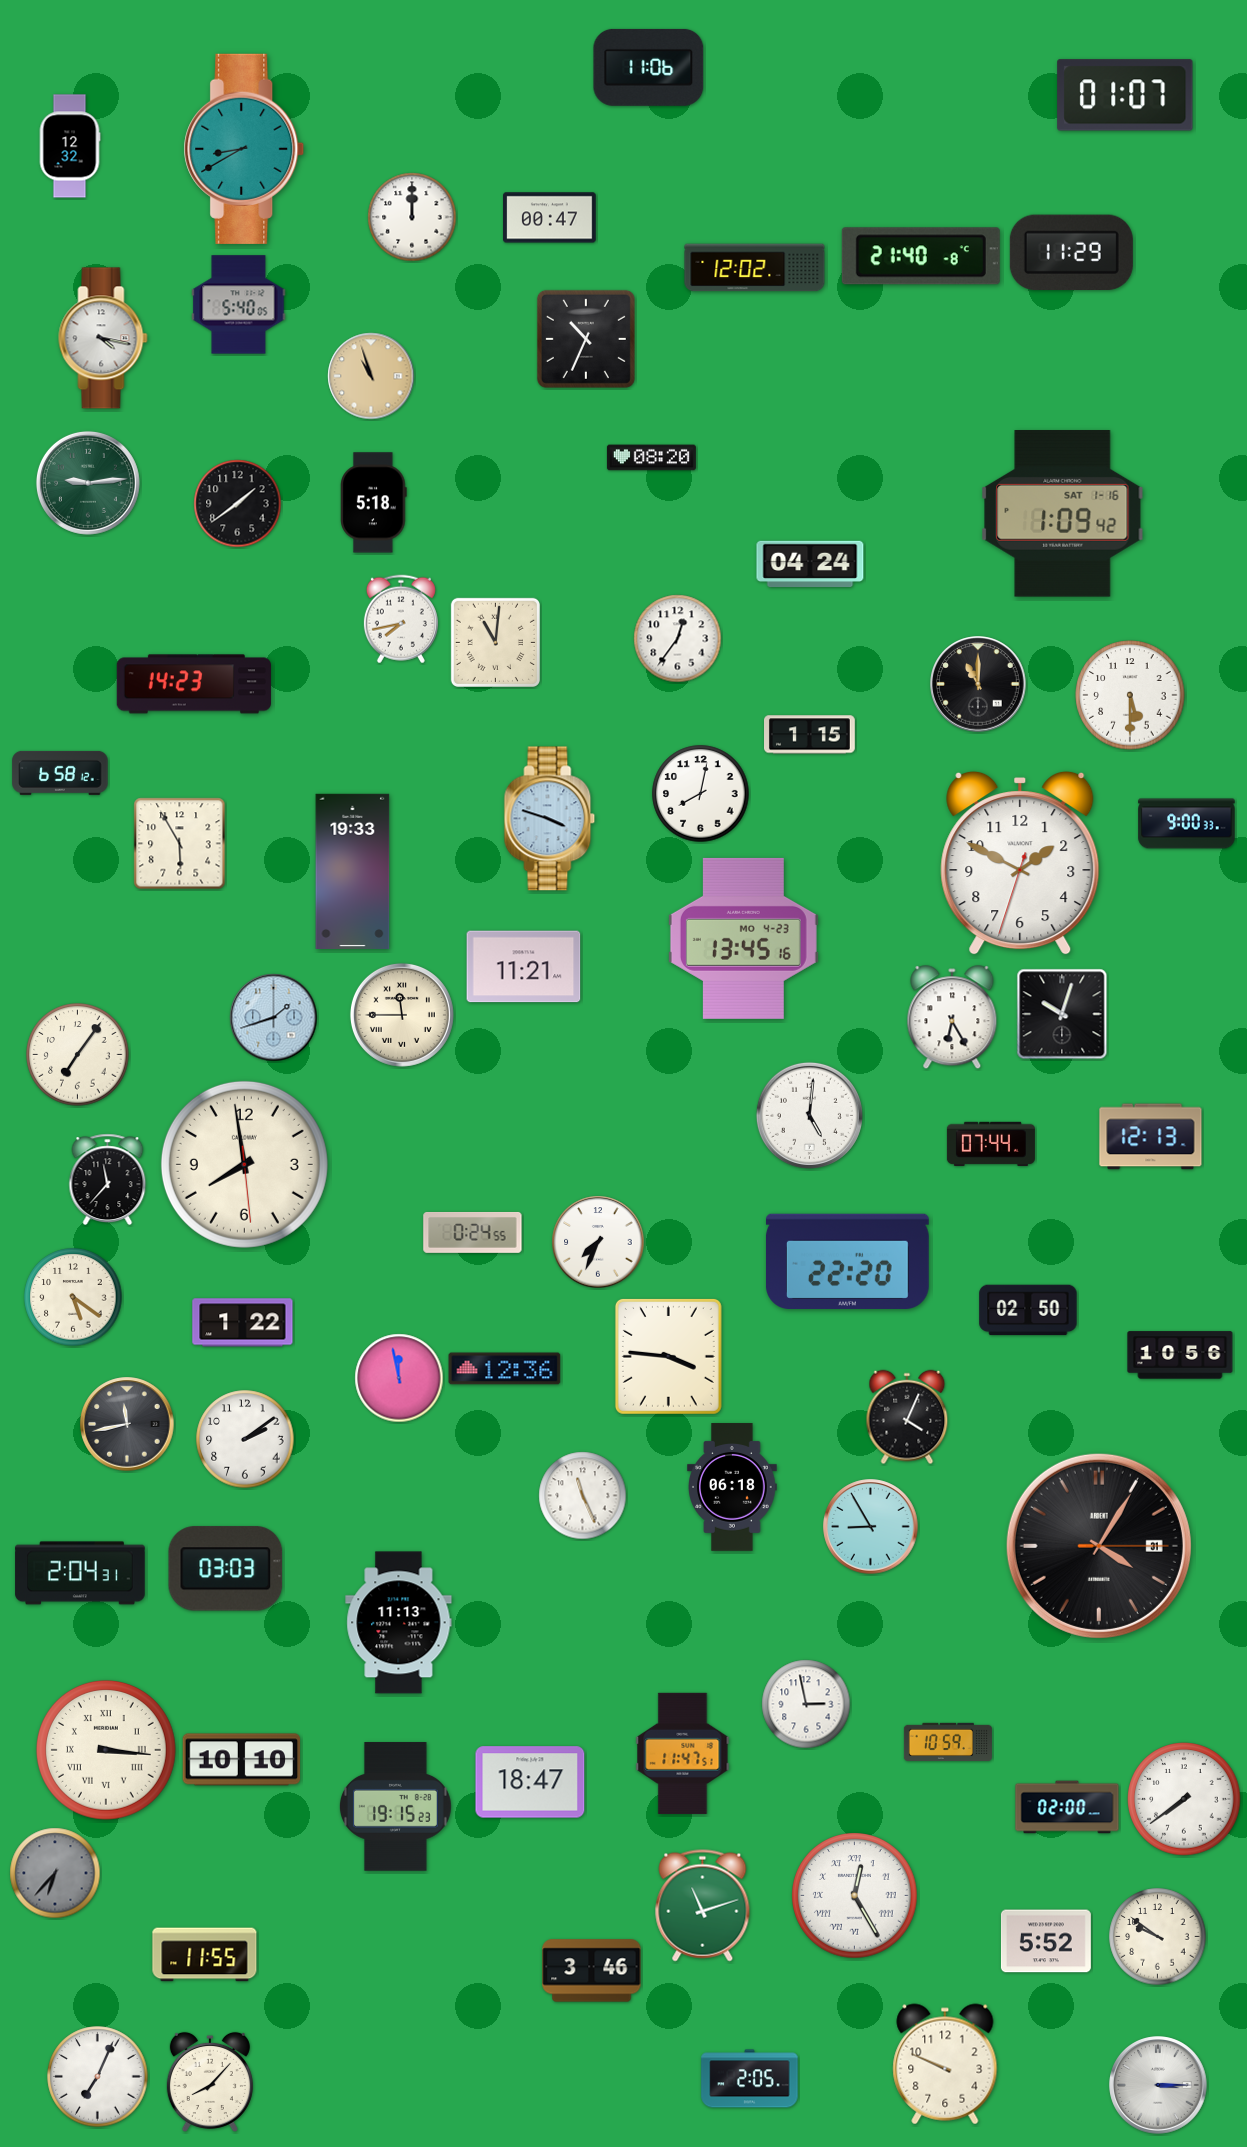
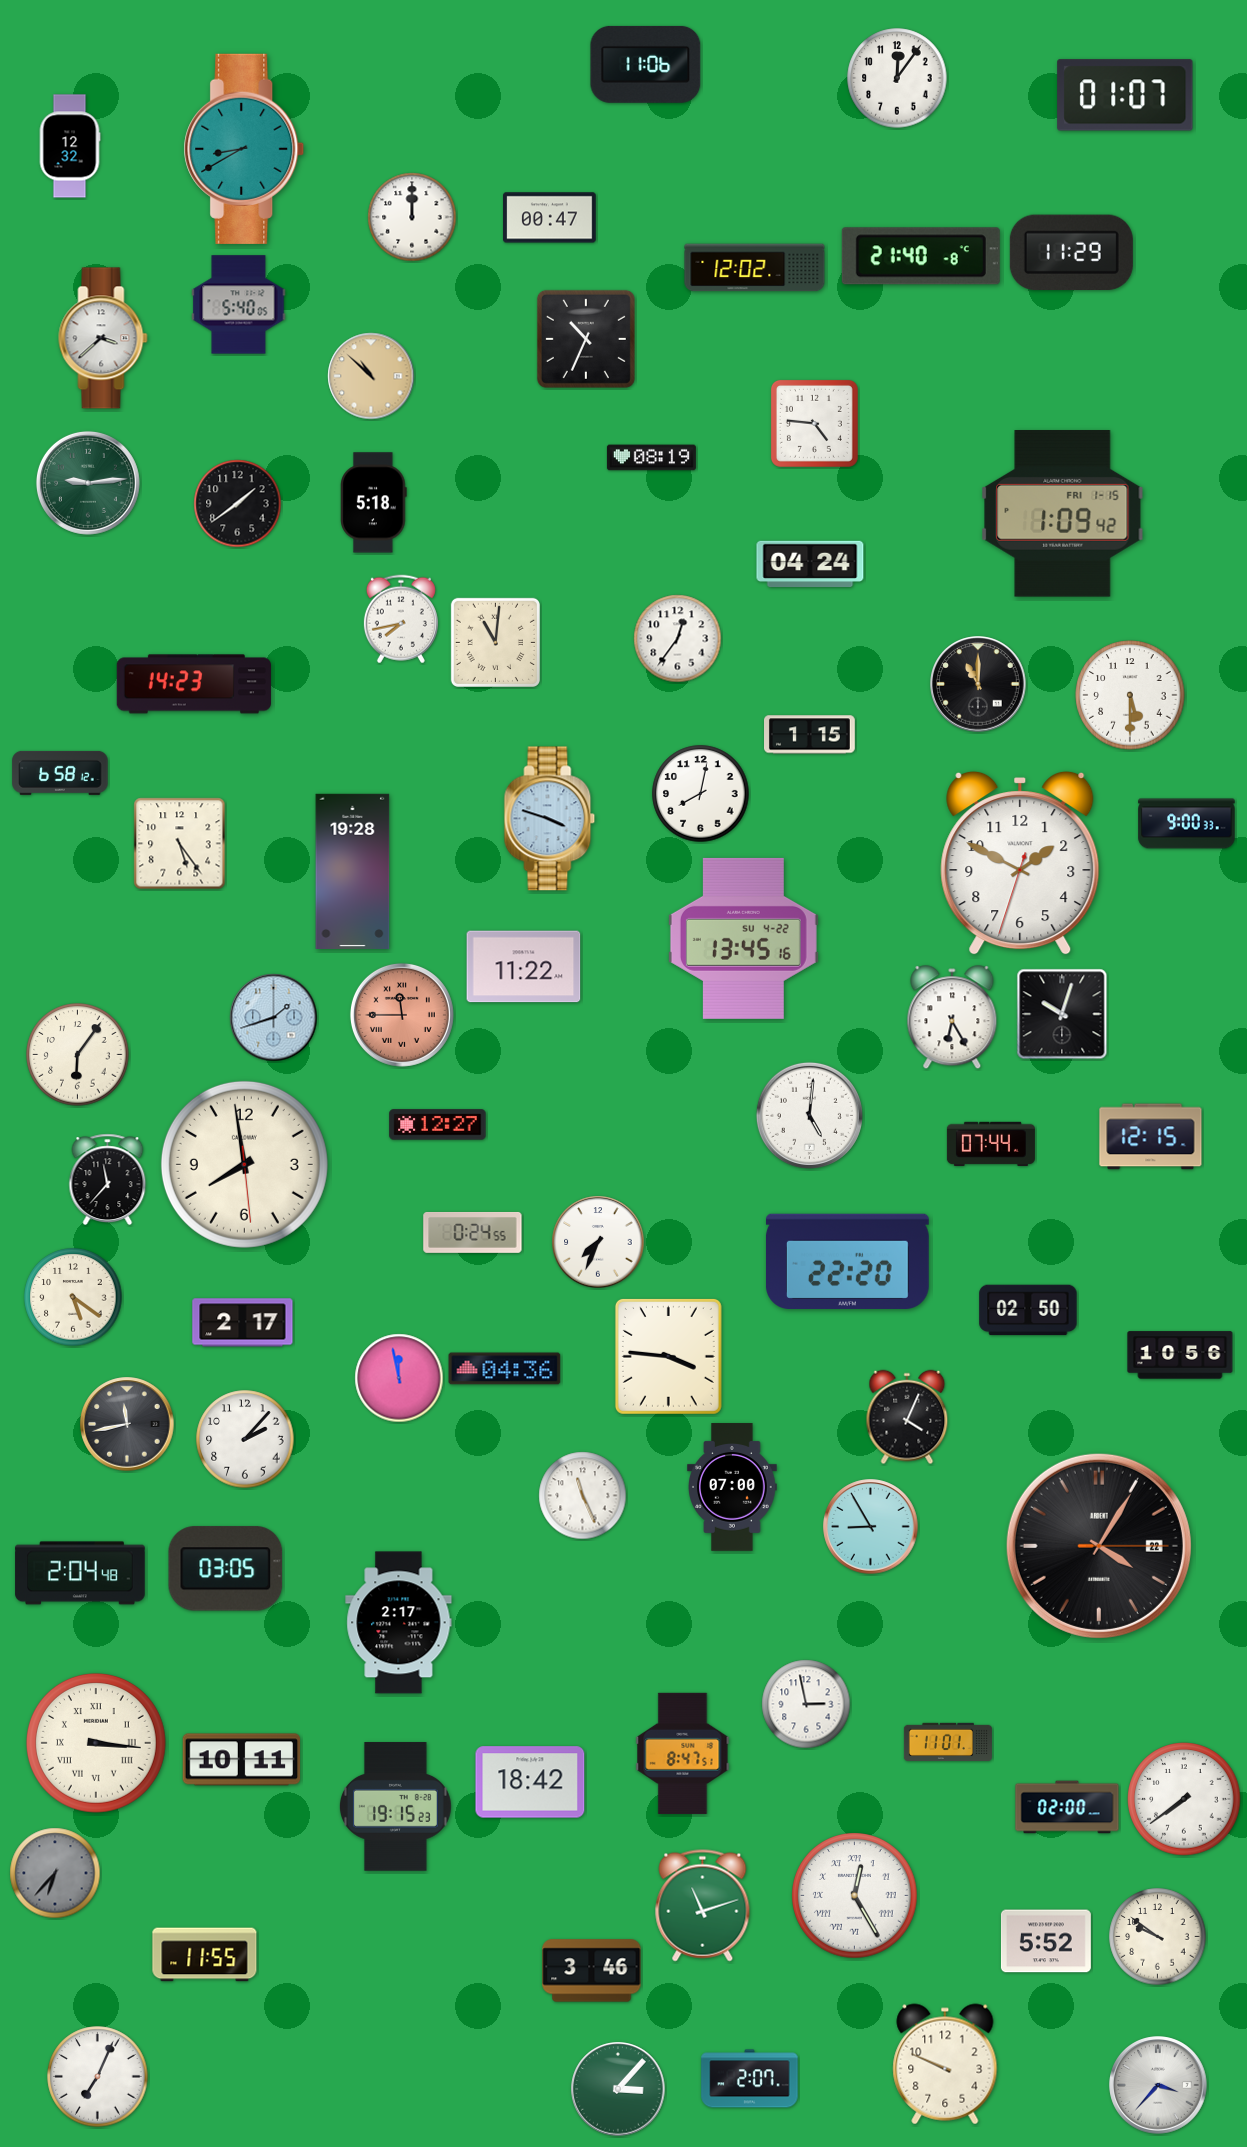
clock at (649, 67) position: (649, 67) -> (646, 64)
clock at (897, 78): none -> 12:06
clock at (103, 338): 4:17 -> 3:38
clock at (371, 376): 10:57 -> 10:52
clock at (814, 423): none -> 4:46
clock at (651, 458): 08:20 -> 08:19
clock at (1063, 514) date: SAT 1-16 -> FRI 1-15
clock at (180, 844): 5:55 -> 5:24
clock at (353, 871): 19:33 -> 19:28
clock at (743, 938) date: MO 4-23 -> SU 4-22
clock at (524, 967): 11:21 -> 11:22
clock at (402, 1015) dial: cream -> salmon
clock at (78, 1055): 7:06 -> 6:06
clock at (438, 1125): none -> 12:27
clock at (1151, 1137): 12:13 -> 12:15
clock at (243, 1323): 1:22 -> 2:17
clock at (505, 1369): 12:36 -> 04:36
clock at (245, 1439): 2:09 -> 2:07
clock at (732, 1487): 06:18 -> 07:00
clock at (1099, 1546) date: 31 -> 22
clock at (226, 1569): 03:03 -> 03:05
clock at (80, 1573): 2:04:31 -> 2:04:48
clock at (399, 1623): 11:13 -> 2:17
clock at (948, 1742): 10:59 -> 11:01
clock at (106, 1750) position: (106, 1750) -> (96, 1743)
clock at (683, 1753): 11:47 -> 8:47
clock at (242, 1760): 10:10 -> 10:11
clock at (530, 1782): 18:47 -> 18:42
clock at (750, 2079): 2:05 -> 2:07
clock at (210, 2082): 8:07 -> none
clock at (1158, 2085): 3:15 -> 3:37
clock at (618, 2089): none -> 3:07
